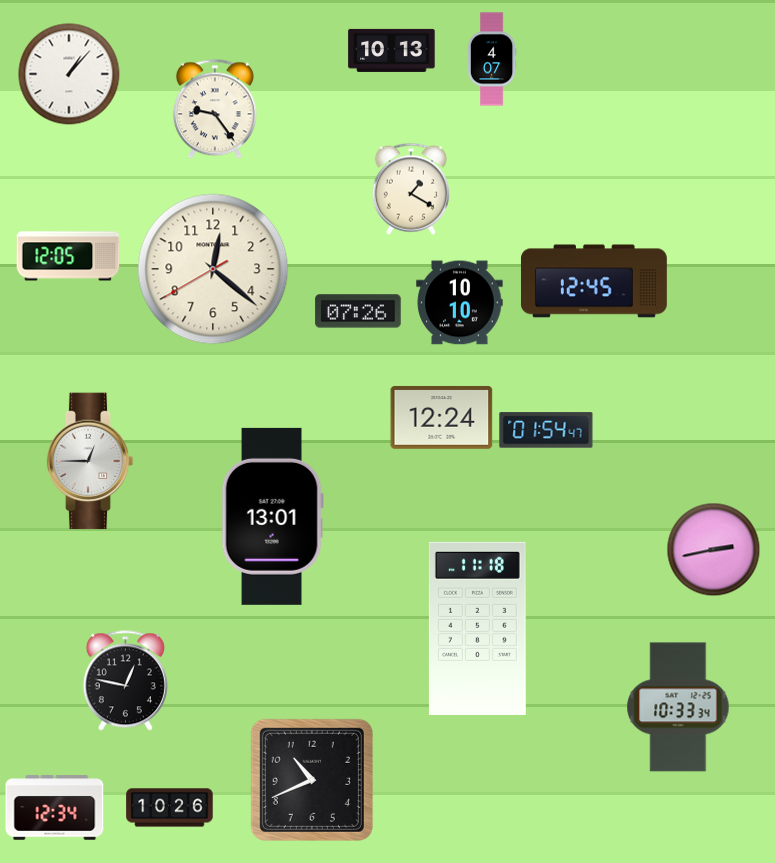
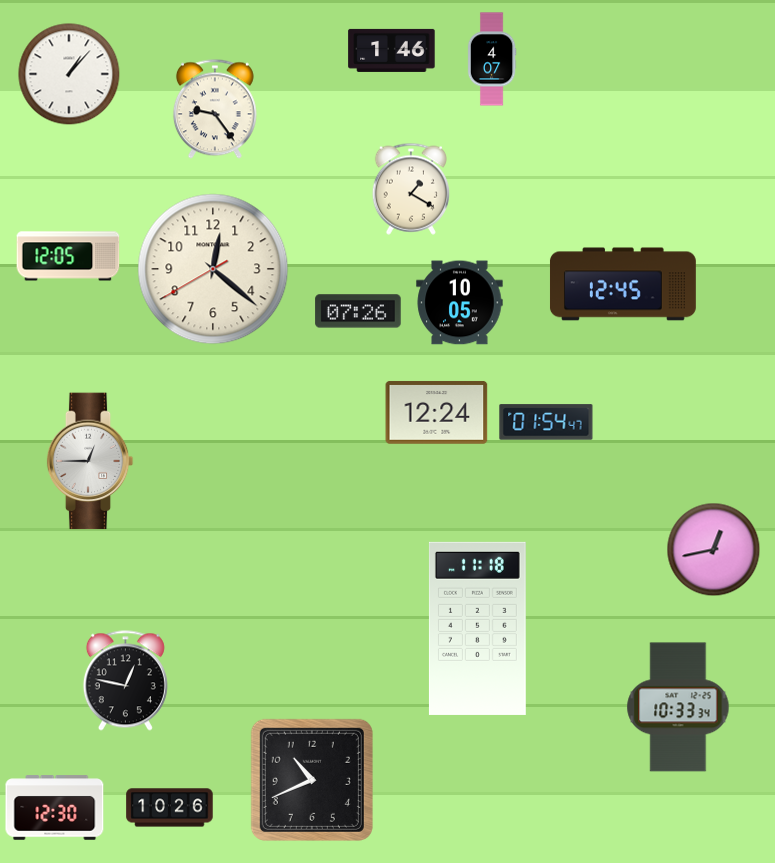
clock at (392, 50): 10:13 -> 1:46
clock at (594, 281) position: (594, 281) -> (623, 284)
clock at (460, 303): 10:10 -> 10:05
clock at (442, 417) position: (442, 417) -> (437, 412)
clock at (546, 430) position: (546, 430) -> (546, 422)
clock at (272, 516): 13:01 -> none
clock at (714, 550): 2:43 -> 12:43
clock at (55, 808): 12:34 -> 12:30
